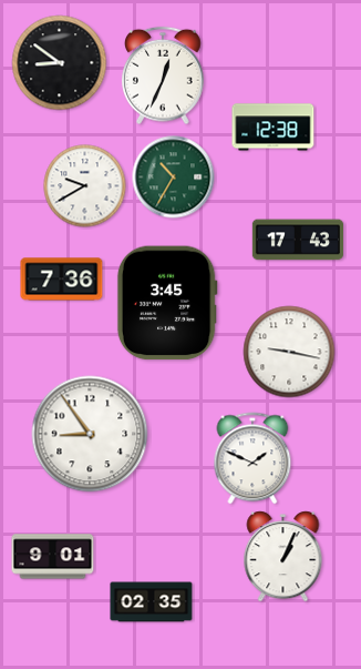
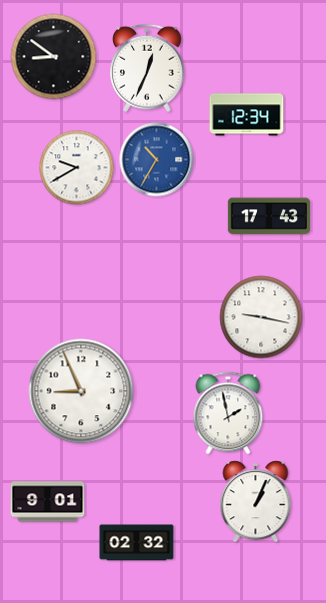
clock at (274, 128): 12:38 -> 12:34
clock at (174, 178) dial: green -> blue
clock at (62, 280): 7:36 -> none
clock at (167, 303): 3:45 -> none
clock at (90, 434): 8:54 -> 8:56
clock at (252, 458): 1:49 -> 1:58
clock at (152, 602): 02:35 -> 02:32
